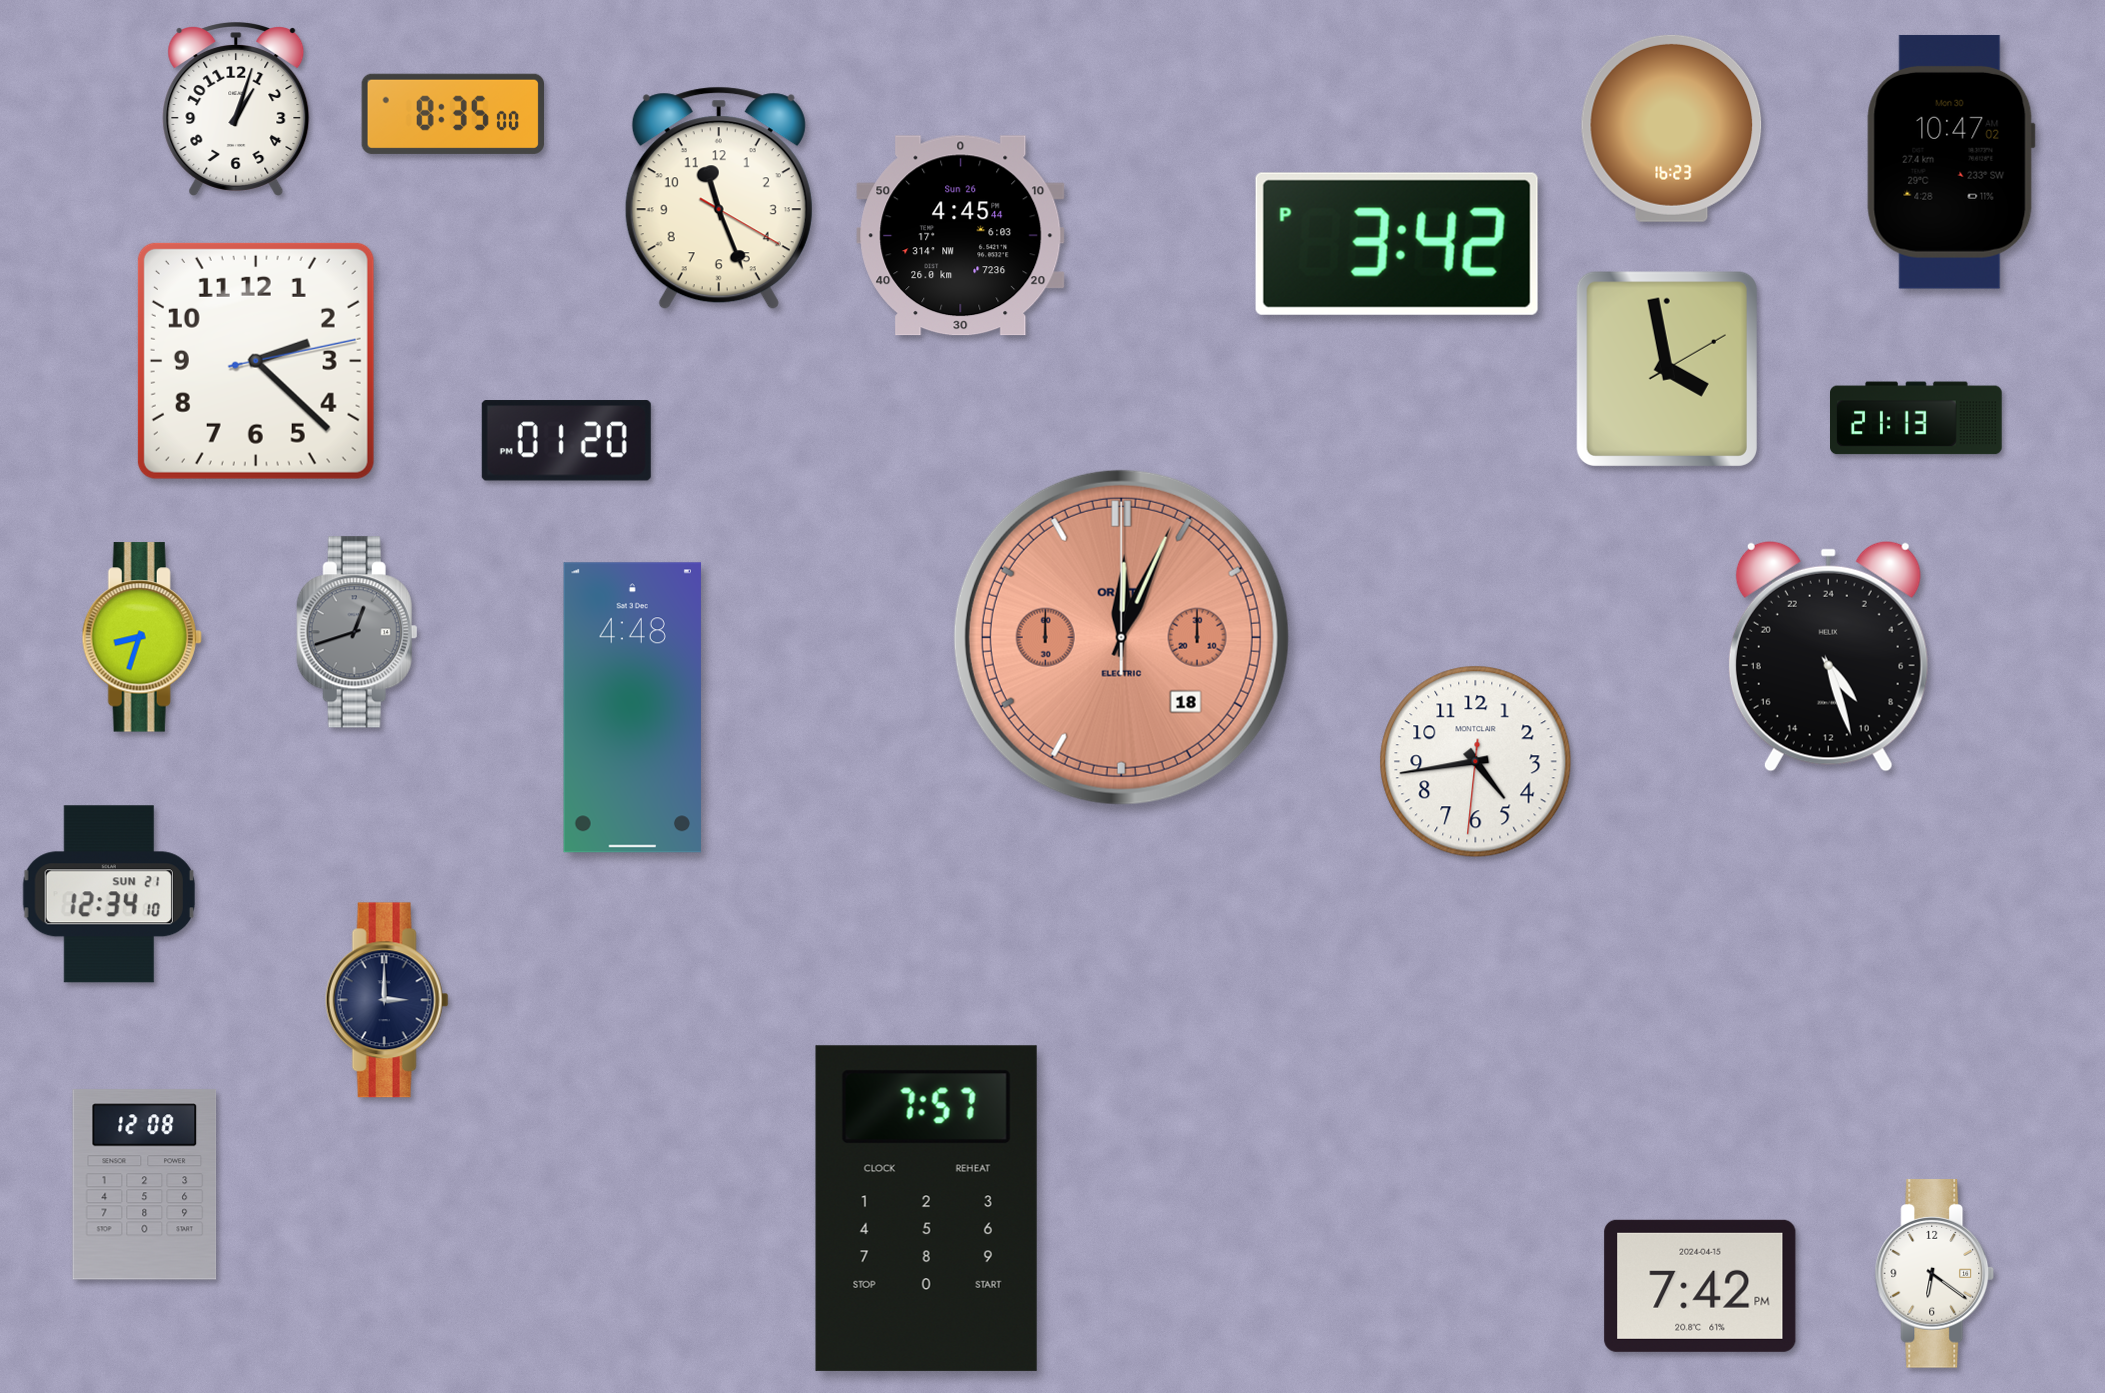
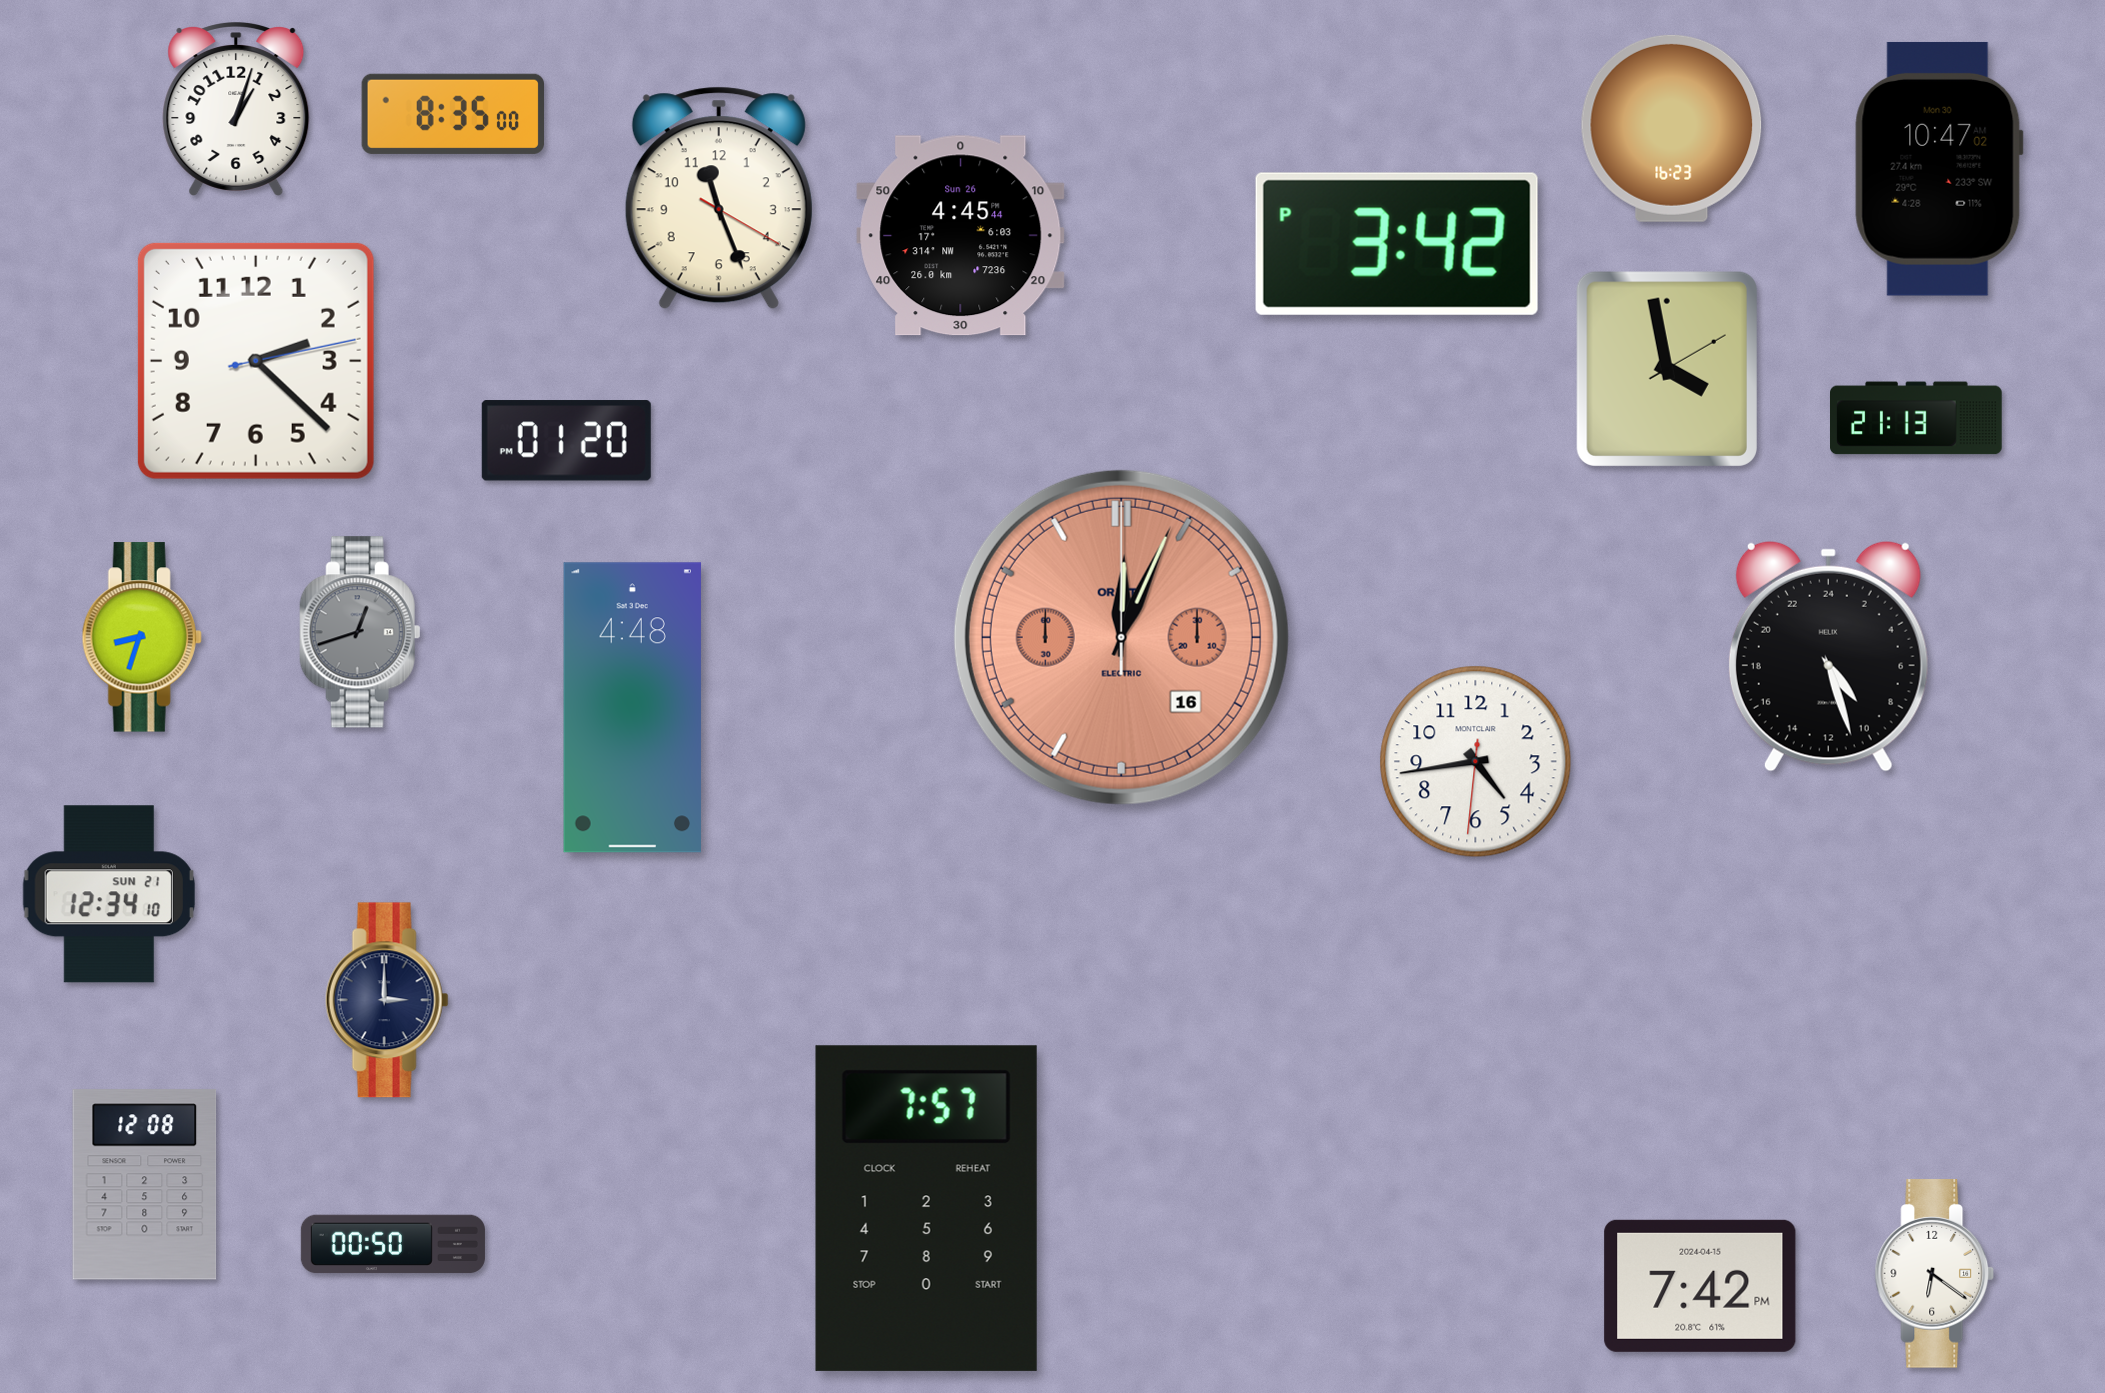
clock at (1951, 162) position: (1951, 162) -> (1939, 169)
clock at (357, 632) position: (357, 632) -> (360, 632)
clock at (1121, 637) date: 18 -> 16
clock at (393, 1244): none -> 00:50
